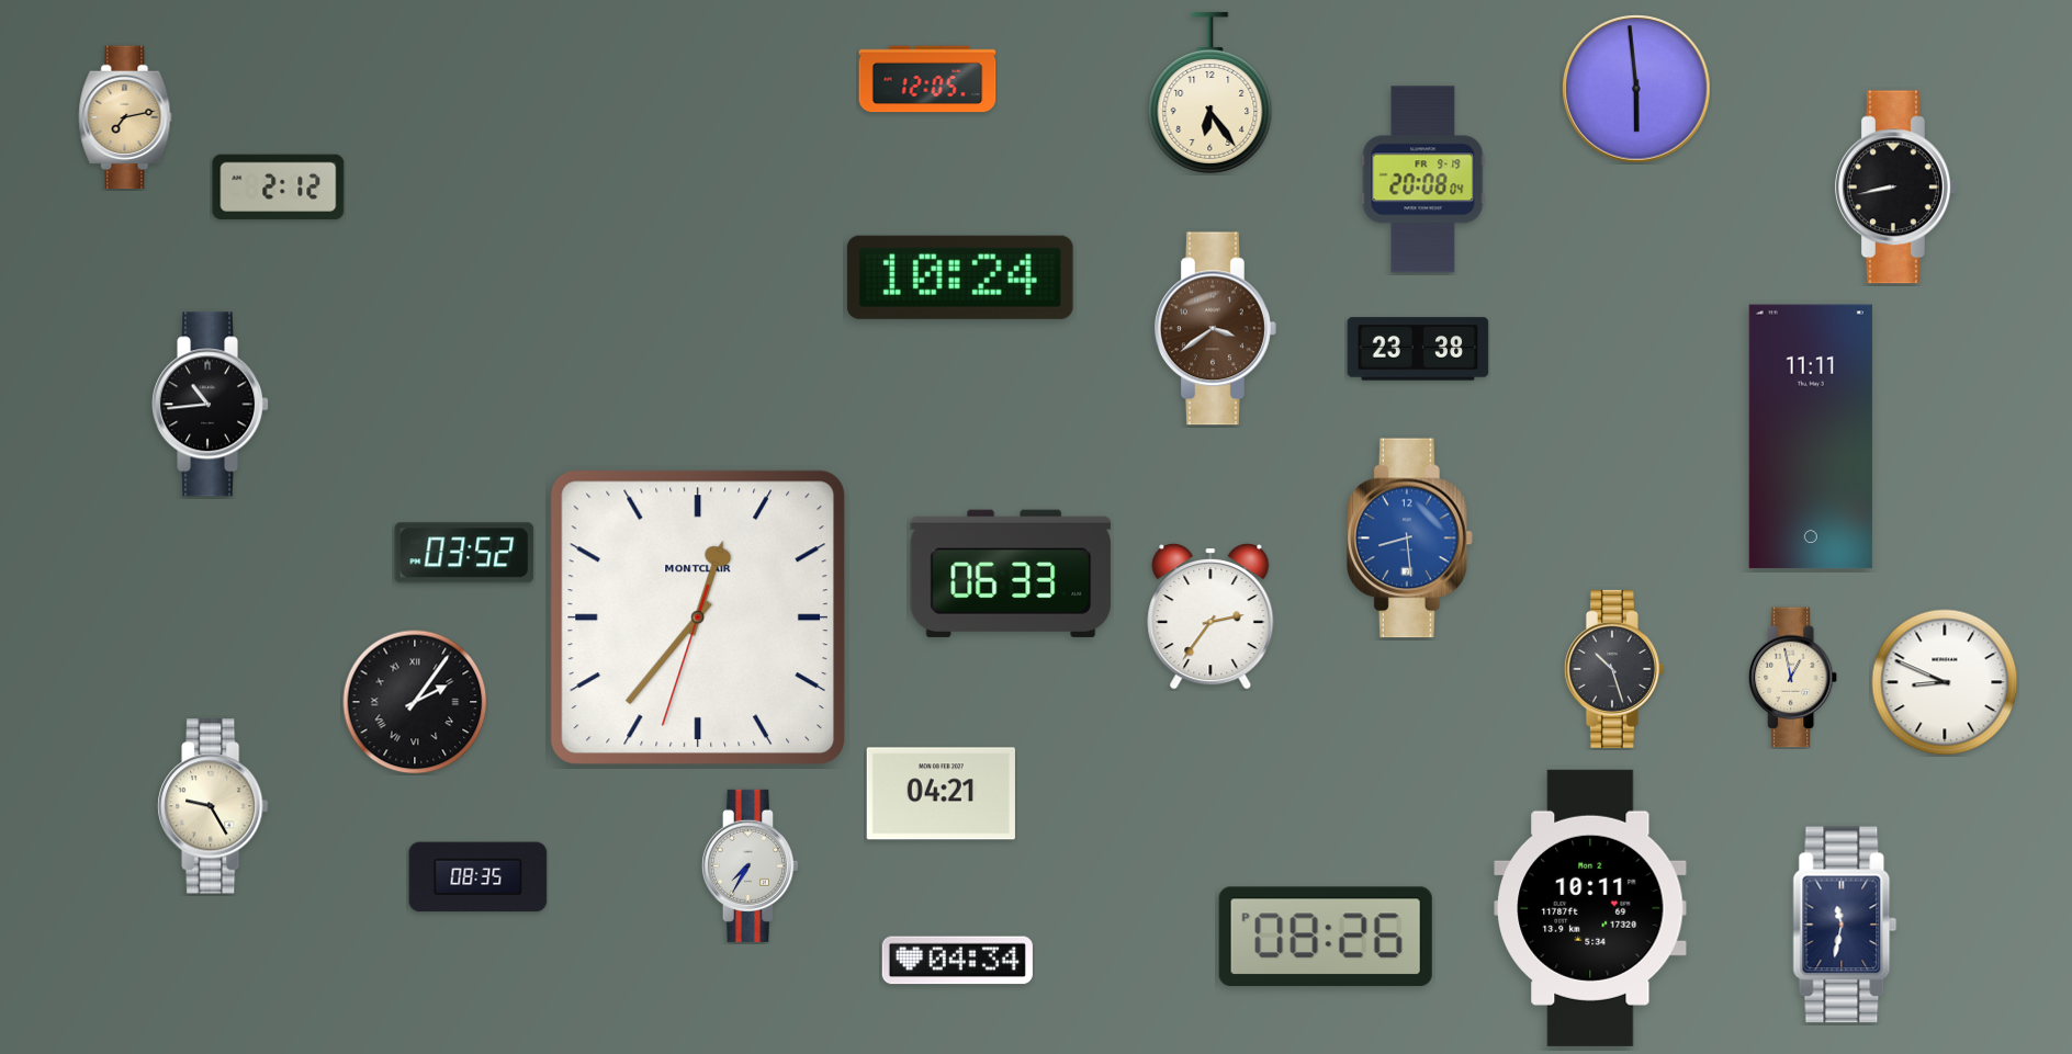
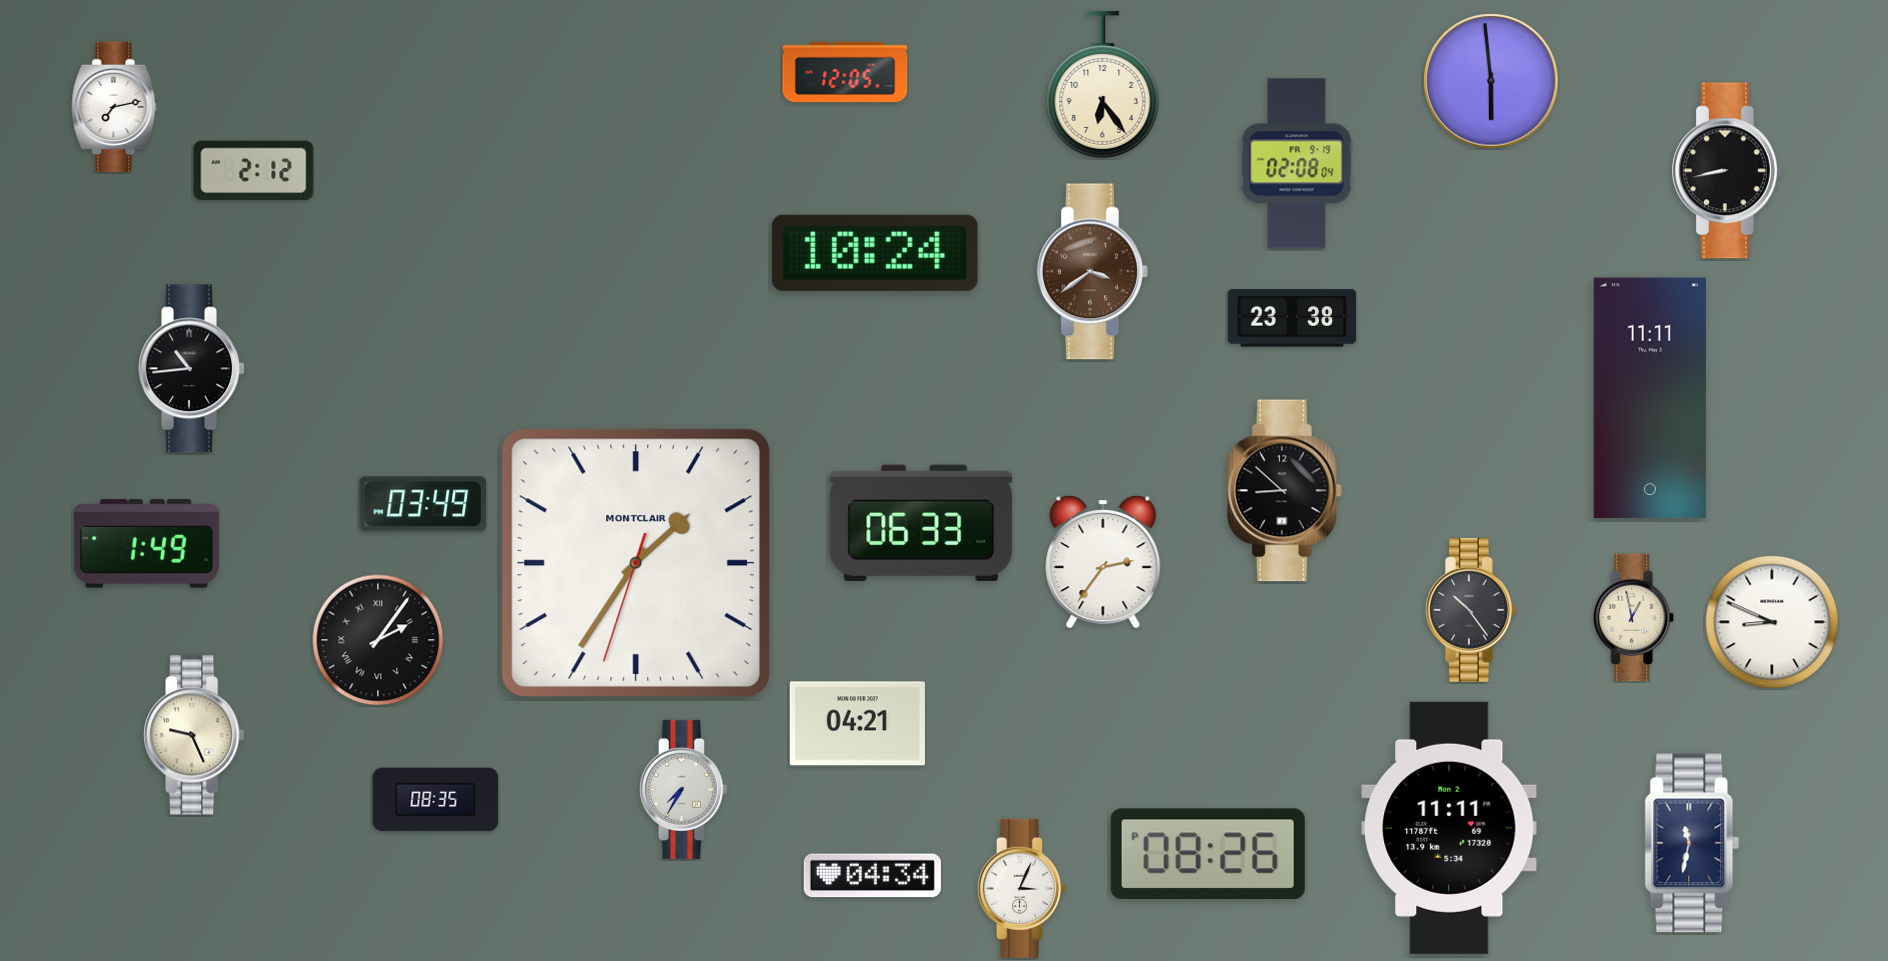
clock at (125, 117) dial: champagne -> white
clock at (1423, 180): 20:08 -> 02:08
clock at (1216, 329) position: (1216, 329) -> (1093, 272)
clock at (1409, 539): 8:29 -> 8:52
clock at (1409, 539) dial: blue -> black
clock at (464, 553): 03:52 -> 03:49
clock at (146, 544): none -> 1:49
clock at (697, 616): 12:36 -> 1:35
clock at (1614, 669): 10:27 -> 10:24
clock at (213, 806): 9:25 -> 9:26
clock at (1590, 908): 10:11 -> 11:11
clock at (1845, 925) position: (1845, 925) -> (1692, 843)
clock at (1021, 888): none -> 3:04
